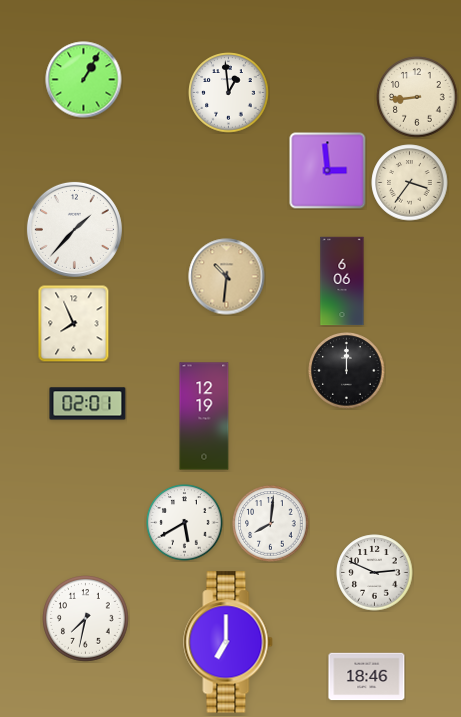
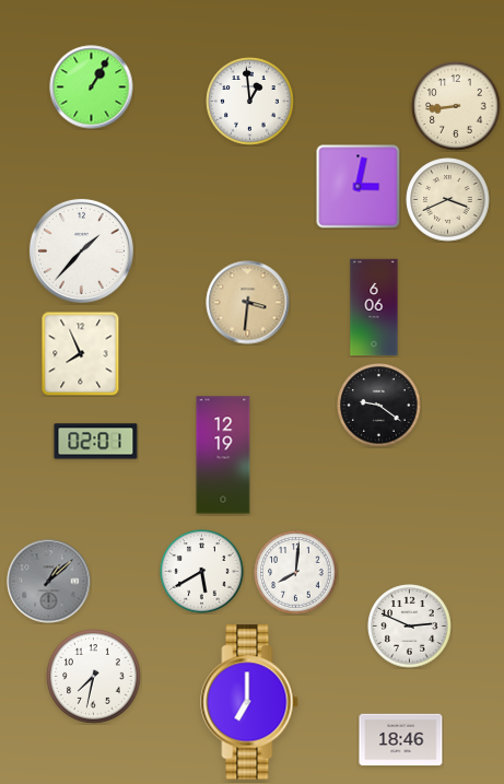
clock at (328, 171): 2:59 -> 3:02
clock at (410, 183): 3:36 -> 3:41
clock at (227, 277): 10:31 -> 3:31
clock at (347, 371): 12:00 -> 9:21
clock at (49, 582): none -> 1:08
